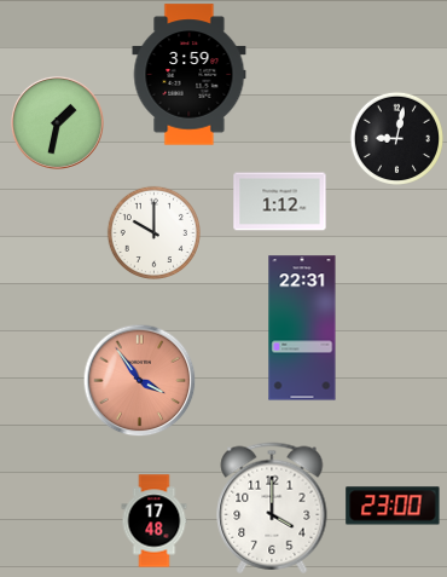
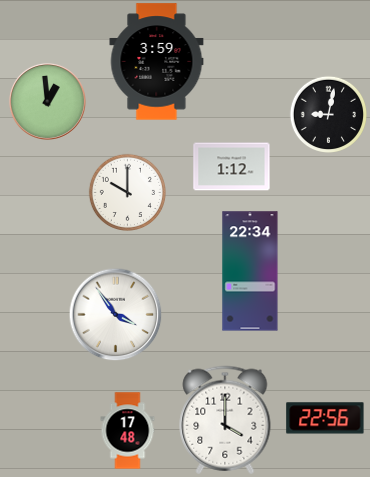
clock at (57, 122): 1:32 -> 12:59
clock at (302, 328): 22:31 -> 22:34
clock at (139, 380) dial: salmon -> white
clock at (393, 506): 23:00 -> 22:56
